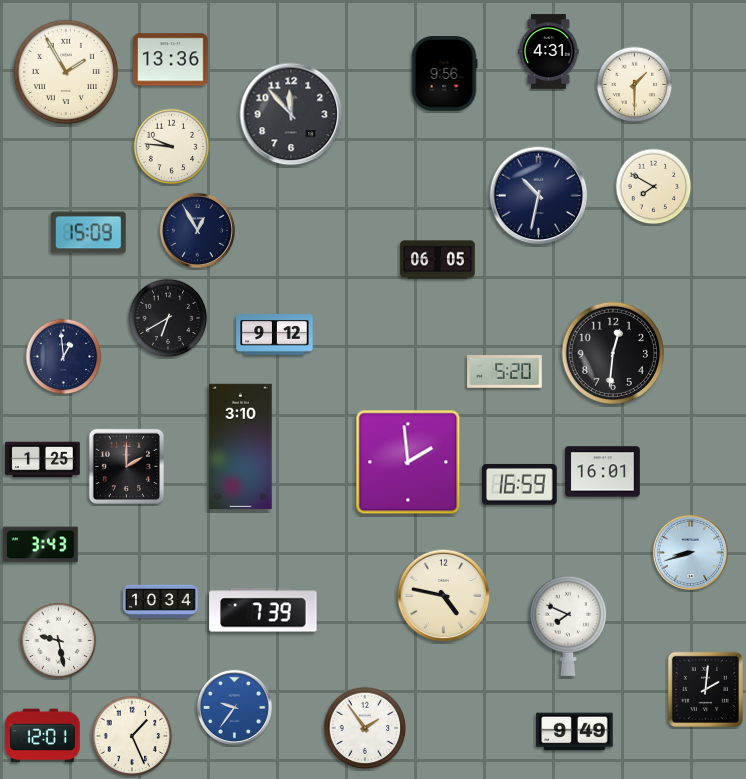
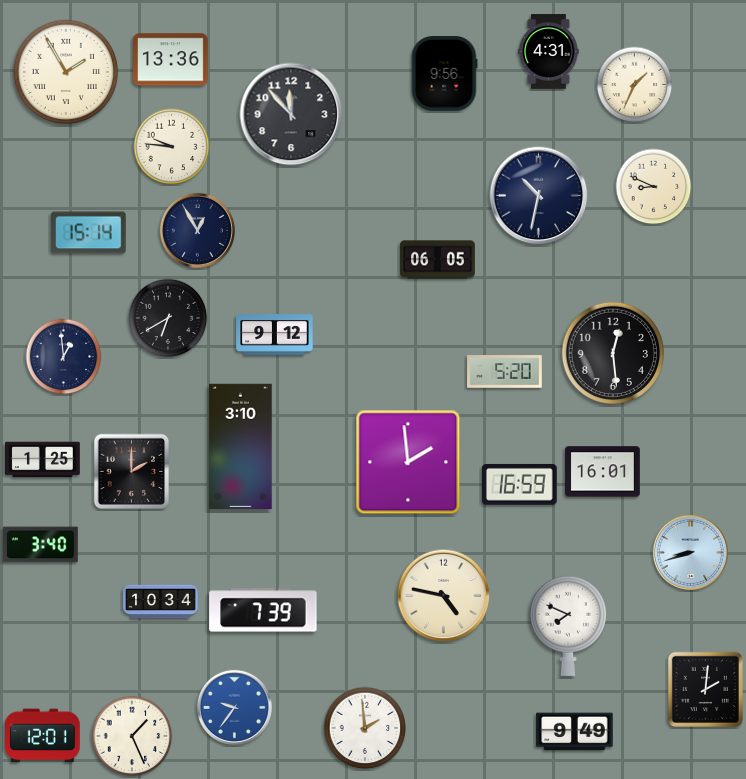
clock at (635, 85): 1:30 -> 1:34
clock at (654, 187): 7:50 -> 8:49
clock at (88, 233): 15:09 -> 15:14
clock at (612, 352): 12:31 -> 12:29
clock at (127, 467) position: (127, 467) -> (132, 472)
clock at (41, 545): 3:43 -> 3:40
clock at (59, 641): 9:28 -> none
clock at (365, 728): 1:54 -> 1:59
